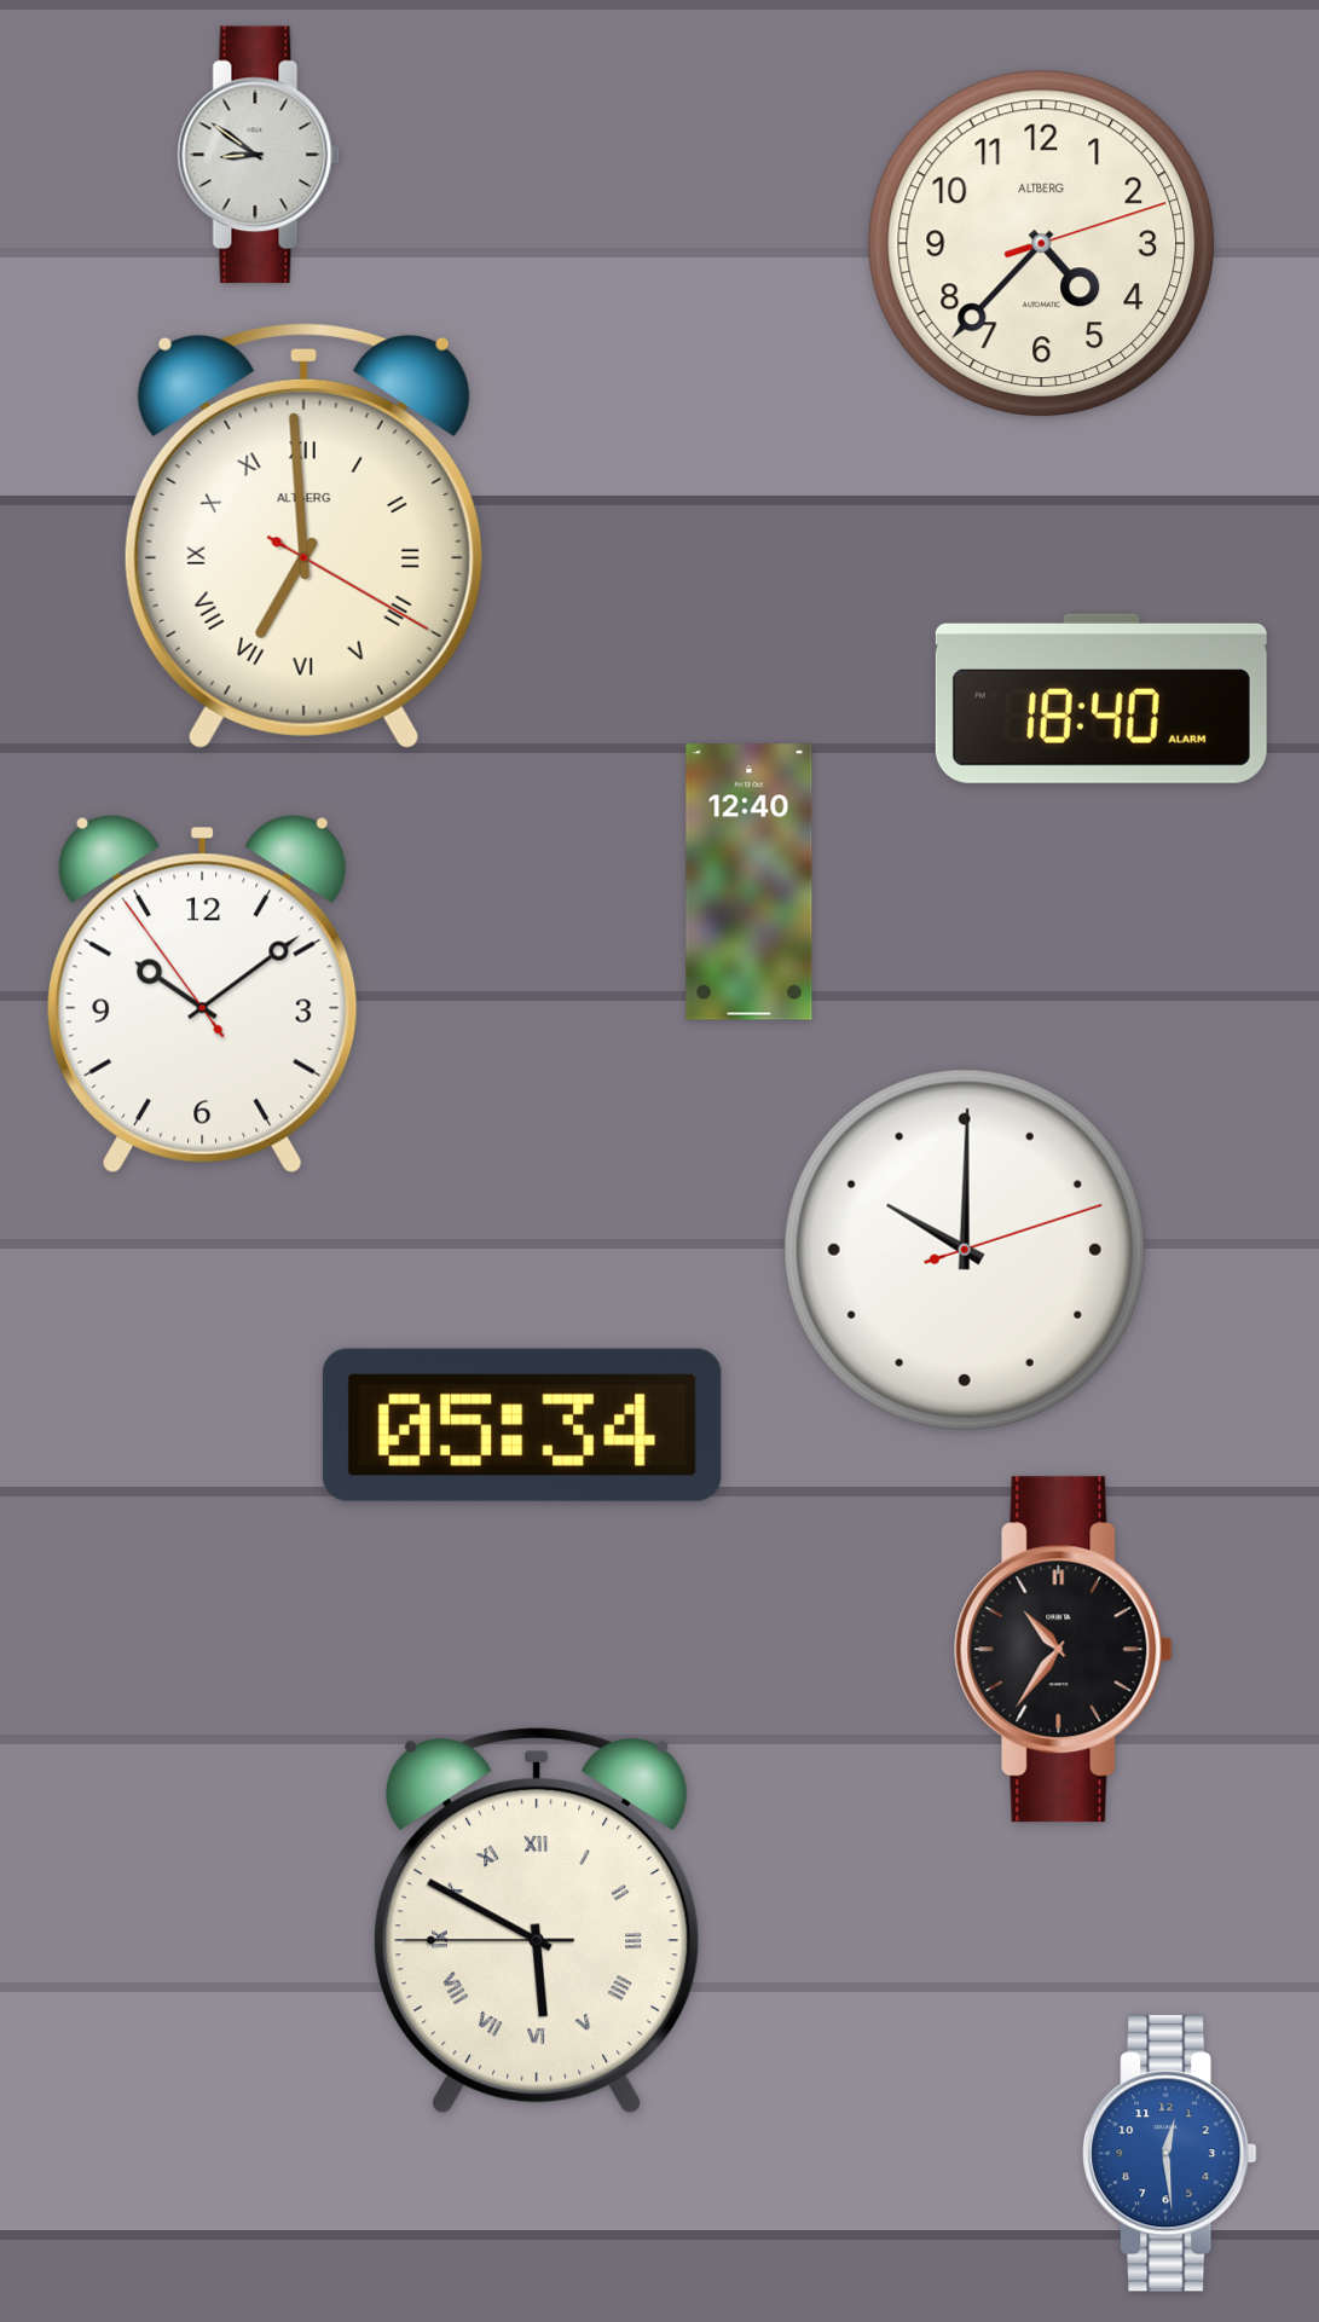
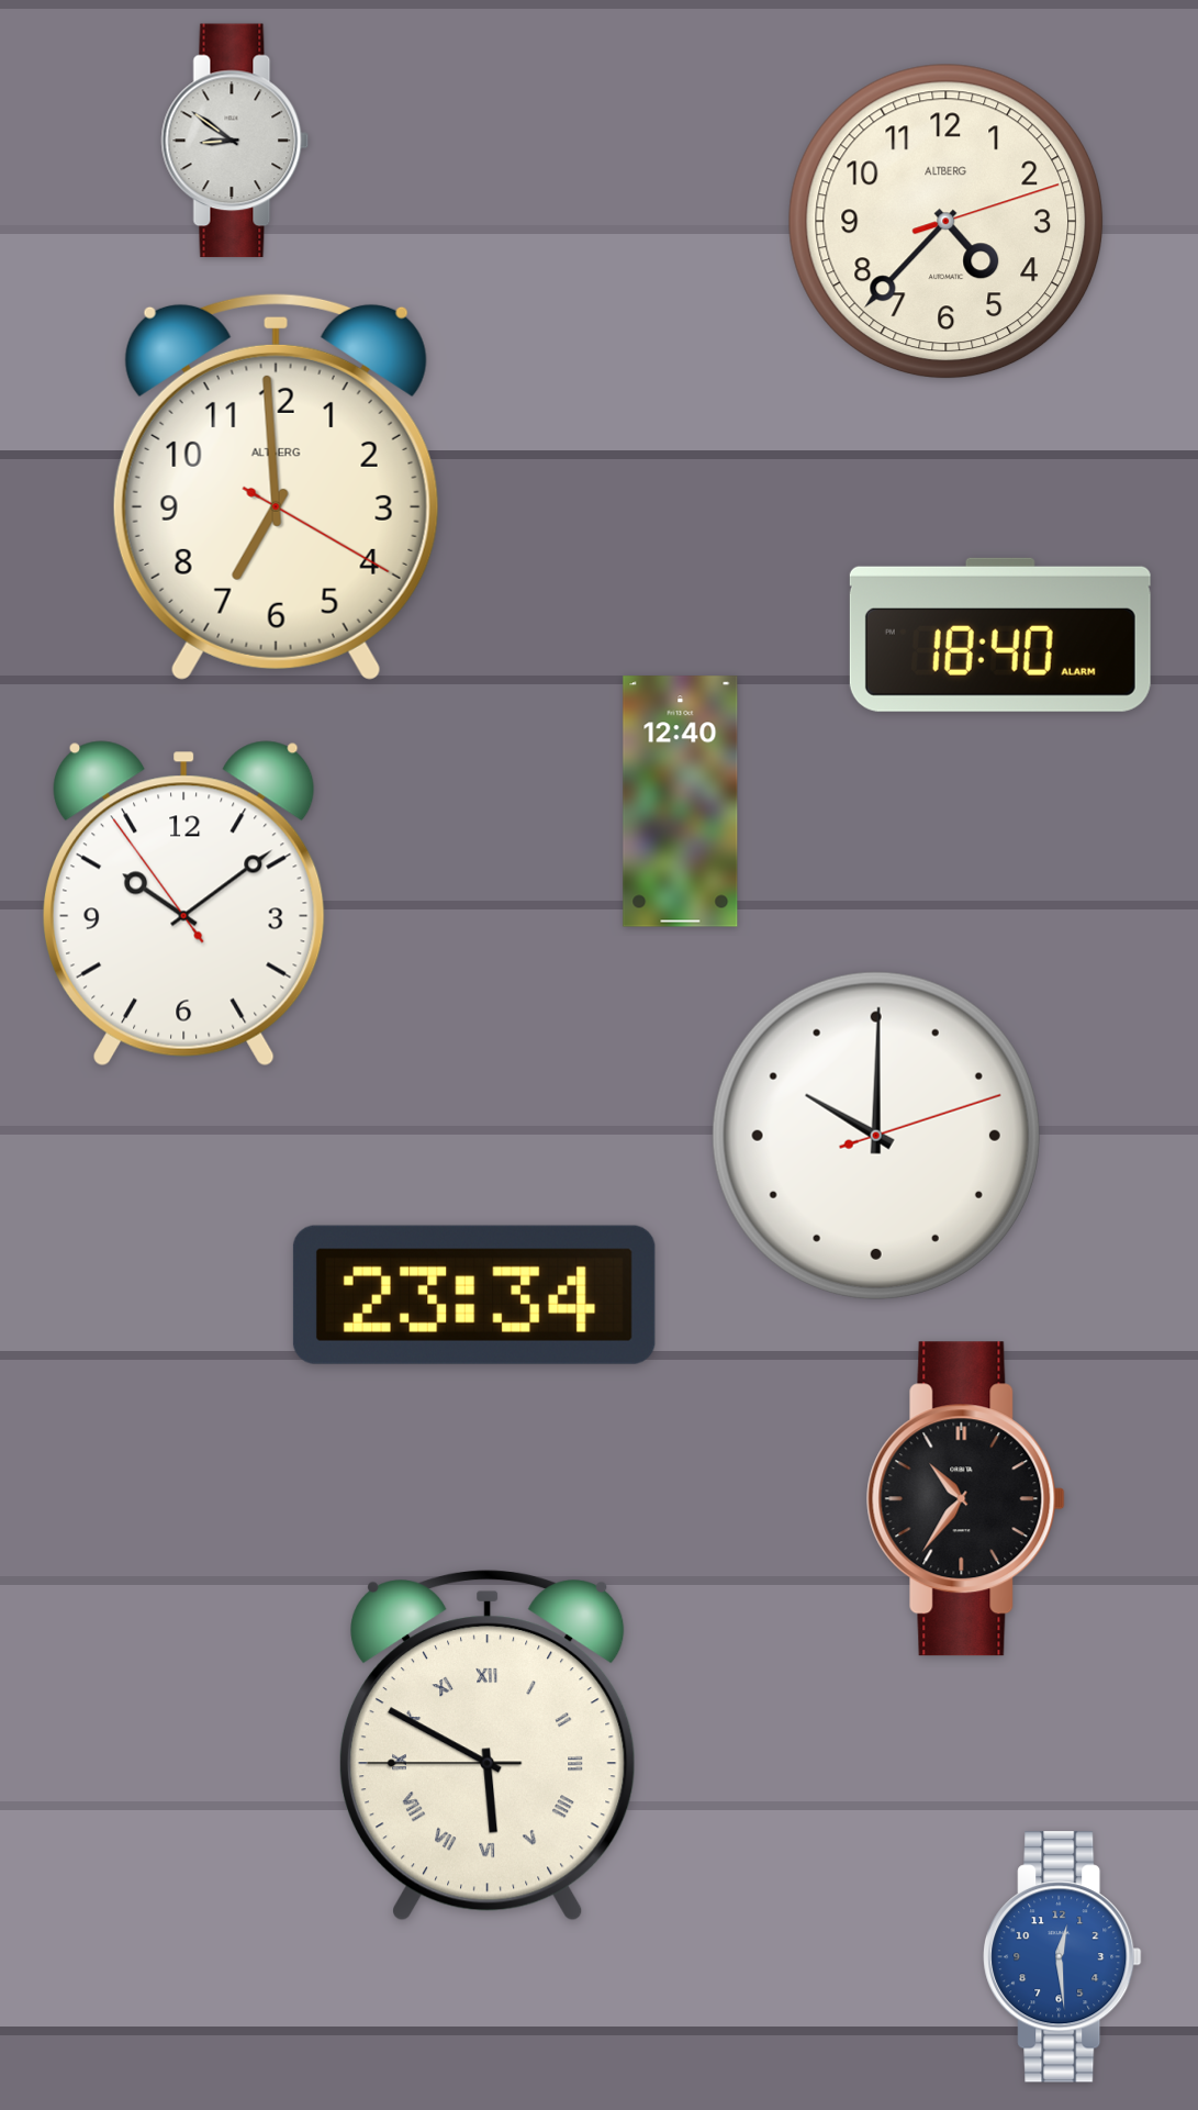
clock at (303, 535) numerals: Roman -> Arabic
clock at (522, 1425): 05:34 -> 23:34
